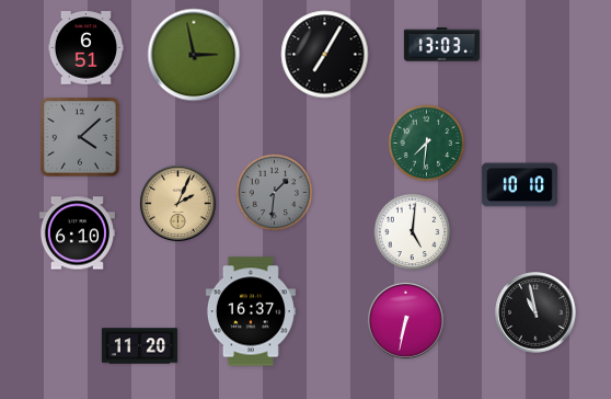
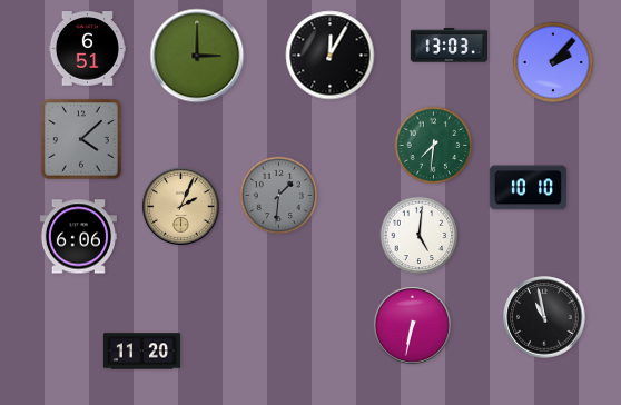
clock at (194, 55): 2:58 -> 3:00
clock at (325, 55): 7:05 -> 12:05
clock at (552, 61): none -> 2:07
clock at (77, 233): 6:10 -> 6:06
clock at (251, 311): 16:37 -> none
